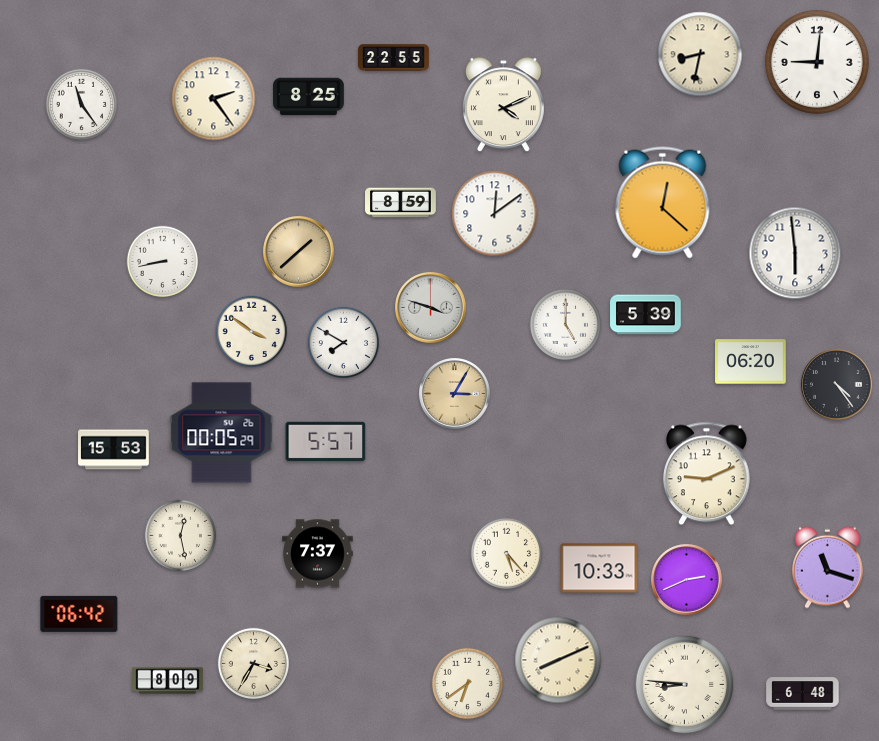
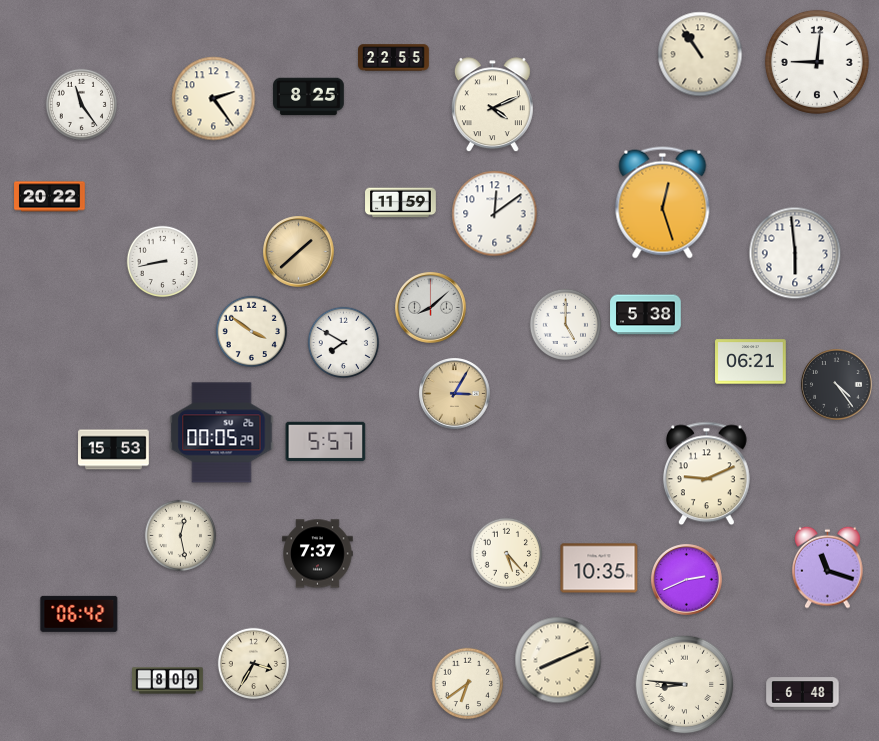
clock at (700, 54): 8:32 -> 10:54
clock at (503, 105) position: (503, 105) -> (492, 105)
clock at (50, 197): none -> 20:22
clock at (401, 203): 8:59 -> 11:59
clock at (663, 203): 12:22 -> 12:27
clock at (431, 308): 3:48 -> 8:08
clock at (646, 315): 5:39 -> 5:38
clock at (751, 362): 06:20 -> 06:21
clock at (599, 568): 10:33 -> 10:35
